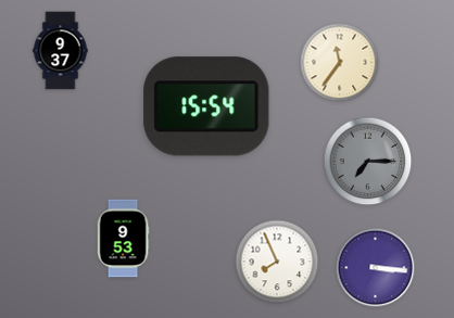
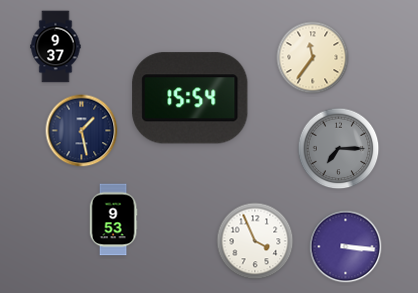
clock at (82, 131): none -> 1:28
clock at (277, 262): 7:56 -> 3:56
